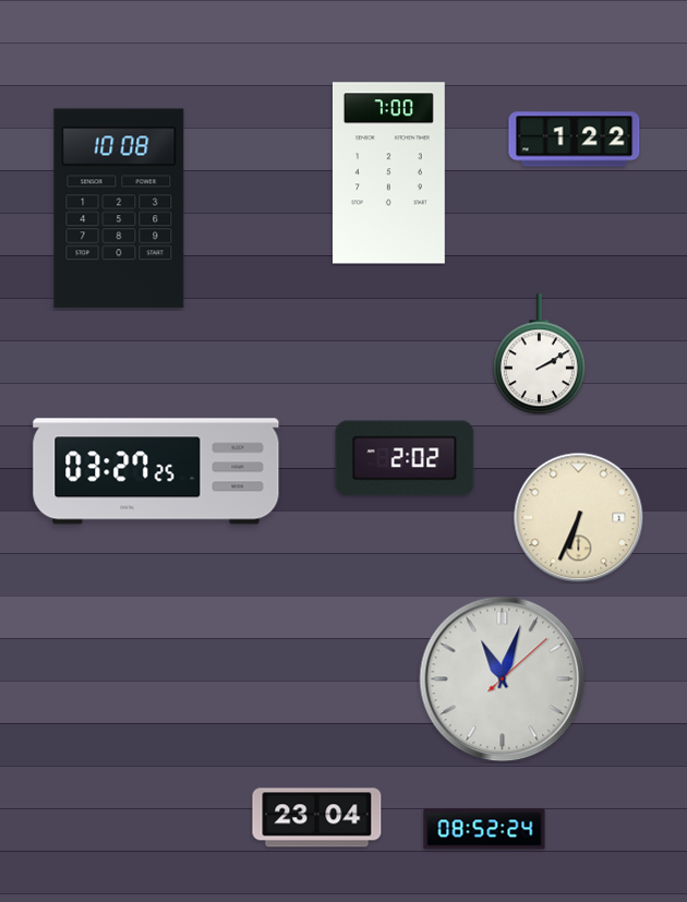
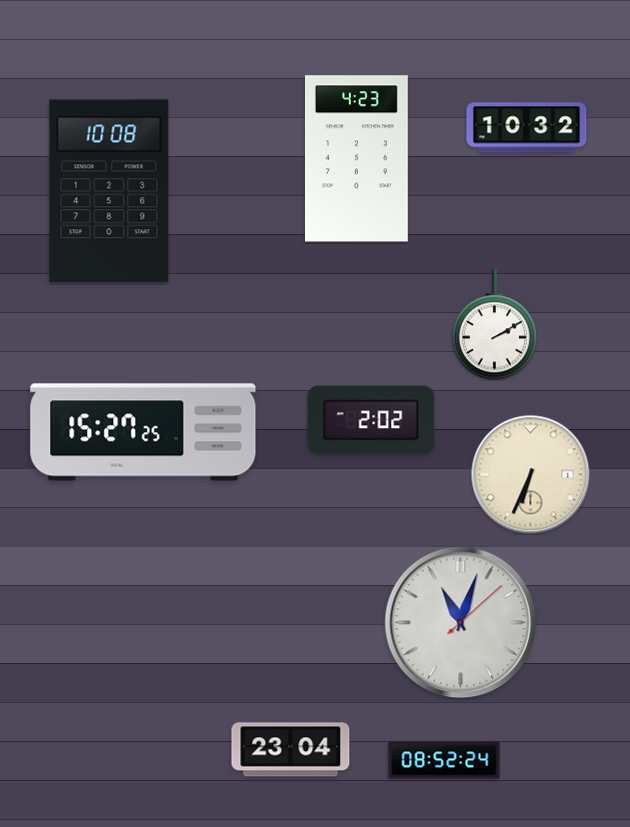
clock at (575, 140): 1:22 -> 10:32
clock at (389, 173): 7:00 -> 4:23
clock at (156, 471): 03:27 -> 15:27
